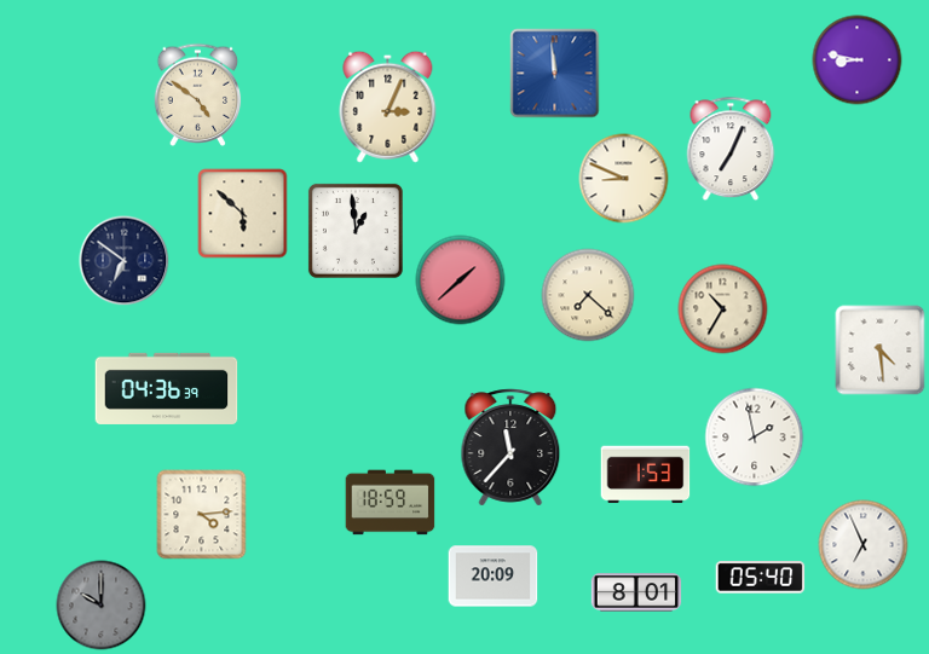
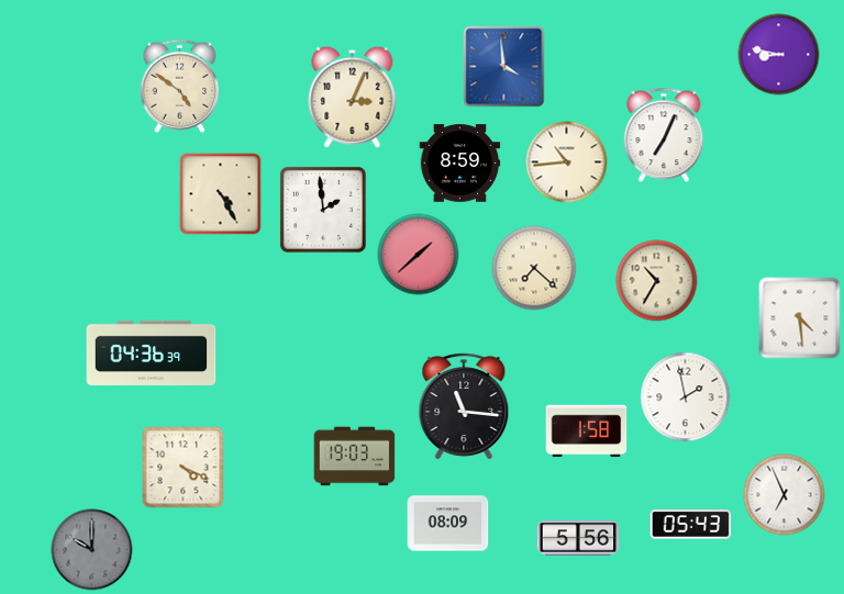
clock at (555, 74): 11:59 -> 3:59
clock at (624, 179): 8:49 -> 10:44
clock at (460, 164): none -> 8:59
clock at (243, 214): 5:52 -> 4:25
clock at (356, 231): 12:59 -> 1:59
clock at (125, 261): 6:51 -> none
clock at (510, 447): 11:37 -> 11:16
clock at (646, 475): 1:53 -> 1:58
clock at (391, 503): 18:59 -> 19:03
clock at (202, 515): 4:14 -> 4:19
clock at (494, 577): 20:09 -> 08:09
clock at (761, 578): 05:40 -> 05:43
clock at (636, 592): 8:01 -> 5:56
